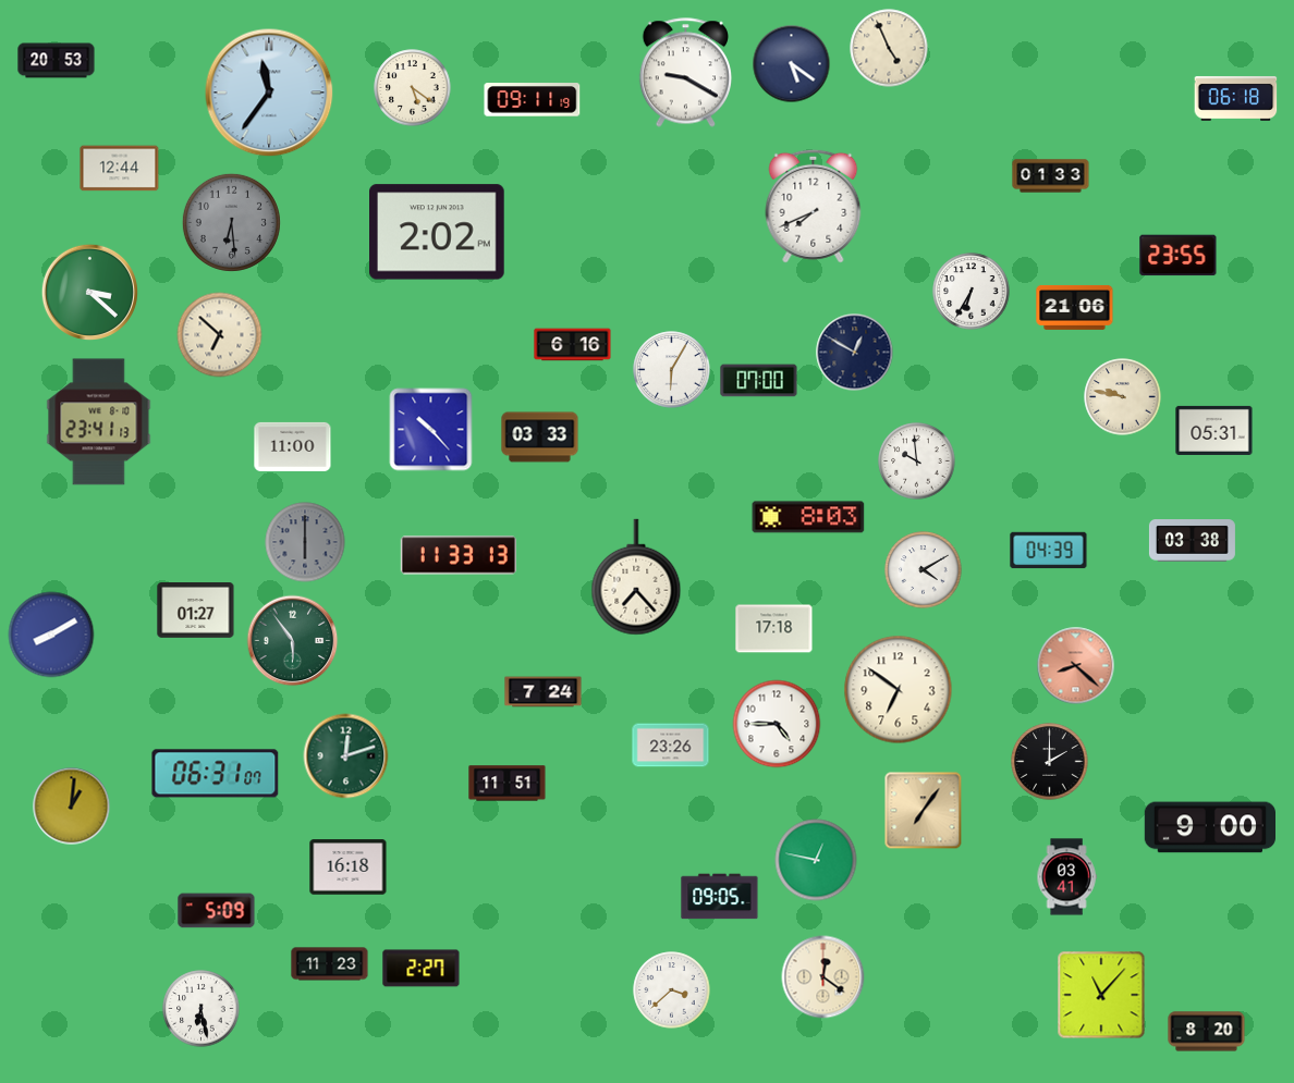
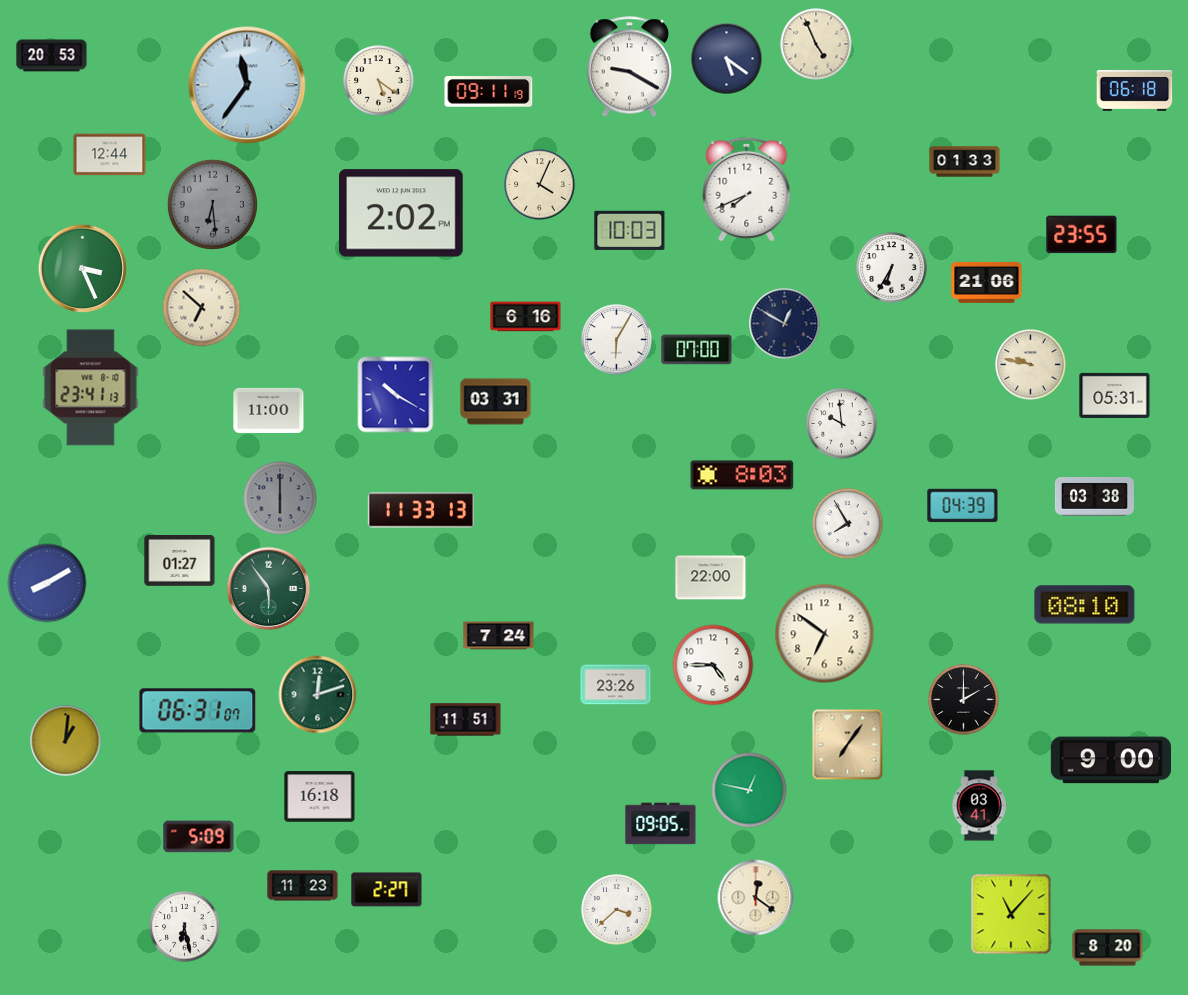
clock at (540, 185): none -> 4:04
clock at (630, 230): none -> 10:03
clock at (89, 292): 3:22 -> 3:26
clock at (431, 430): 10:23 -> 10:20
clock at (540, 438): 03:33 -> 03:31
clock at (924, 570): 4:10 -> 7:55
clock at (636, 577): 7:23 -> none
clock at (774, 629): 17:18 -> 22:00
clock at (1085, 605): none -> 08:10
clock at (1076, 666): 8:22 -> none
